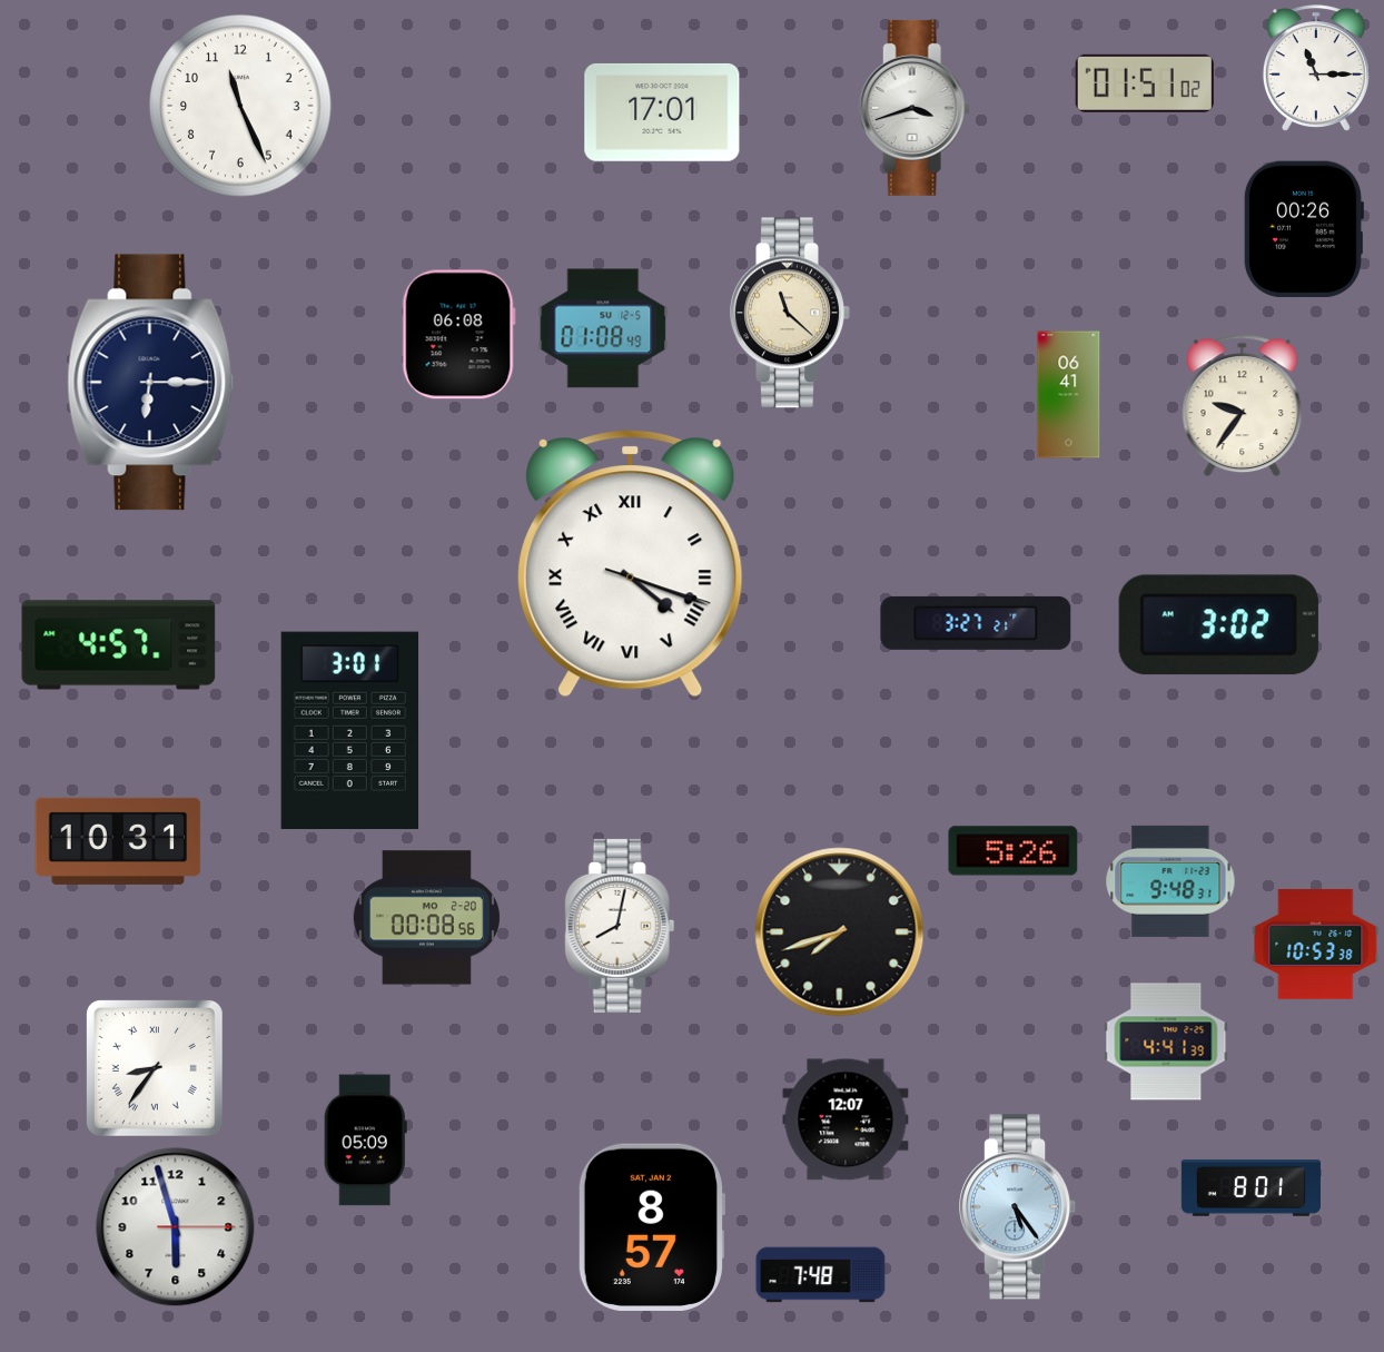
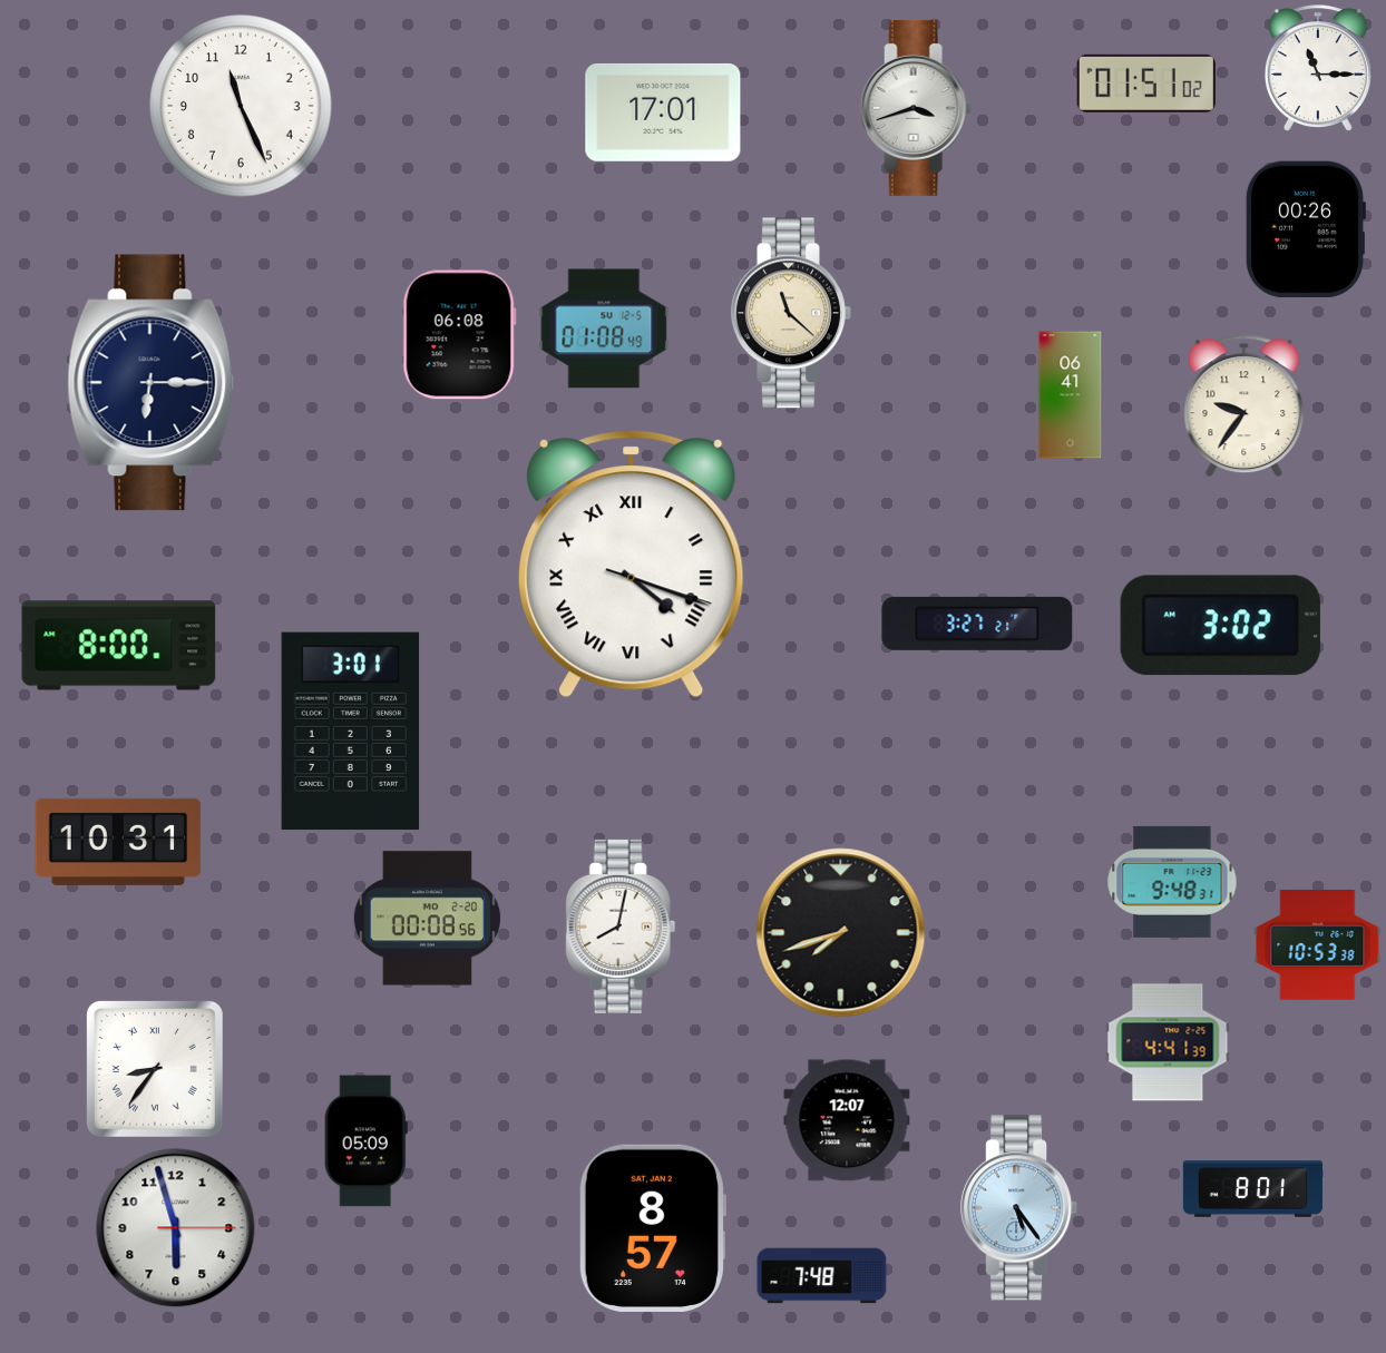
clock at (119, 645): 4:57 -> 8:00
clock at (1014, 851): 5:26 -> none
